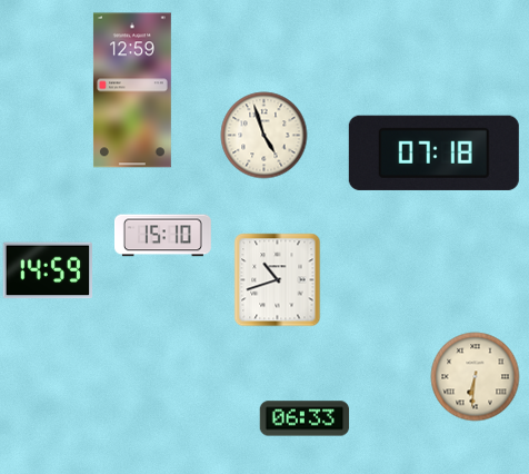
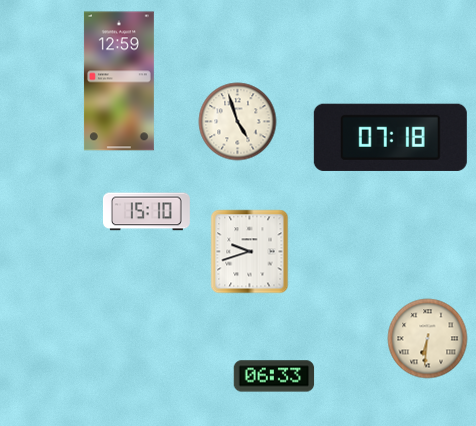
clock at (47, 270): 14:59 -> none
clock at (278, 280): 10:42 -> 9:42
